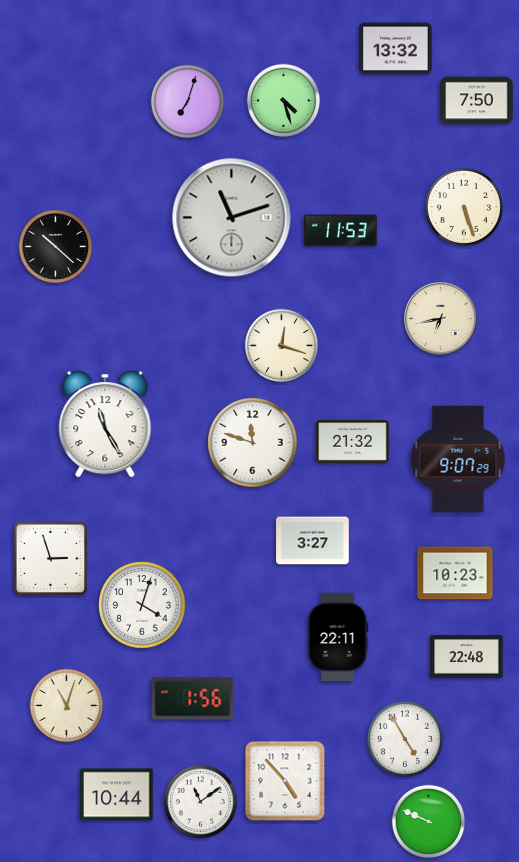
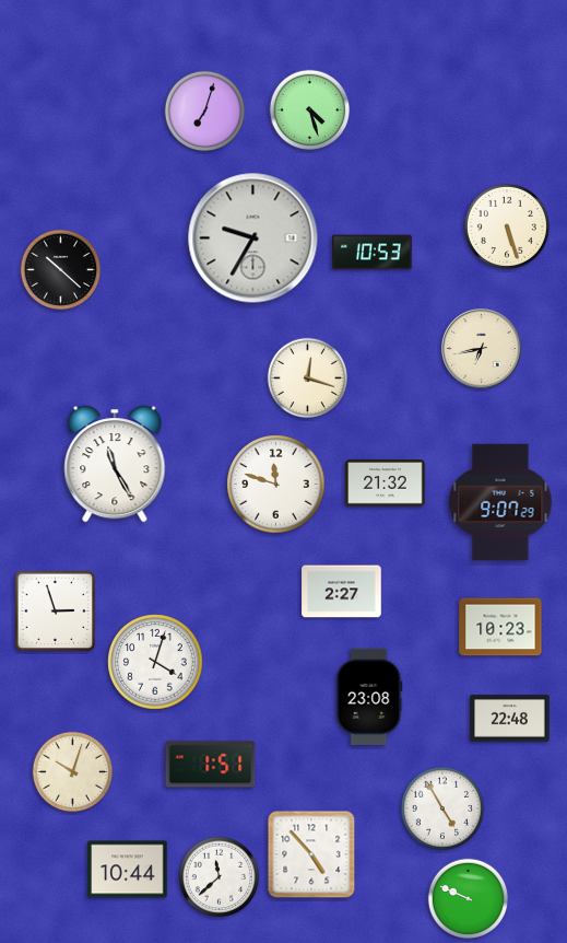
clock at (396, 49): 13:32 -> none
clock at (477, 101): 7:50 -> none
clock at (232, 218): 11:12 -> 9:35
clock at (341, 231): 11:53 -> 10:53
clock at (313, 541): 3:27 -> 2:27
clock at (455, 573) position: (455, 573) -> (500, 627)
clock at (338, 637): 22:11 -> 23:08
clock at (193, 699): 1:56 -> 1:51
clock at (67, 706): 11:03 -> 10:03
clock at (201, 802): 11:09 -> 11:38
